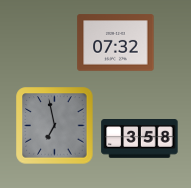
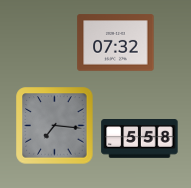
clock at (55, 126): 6:58 -> 7:16
clock at (140, 139): 3:58 -> 5:58
